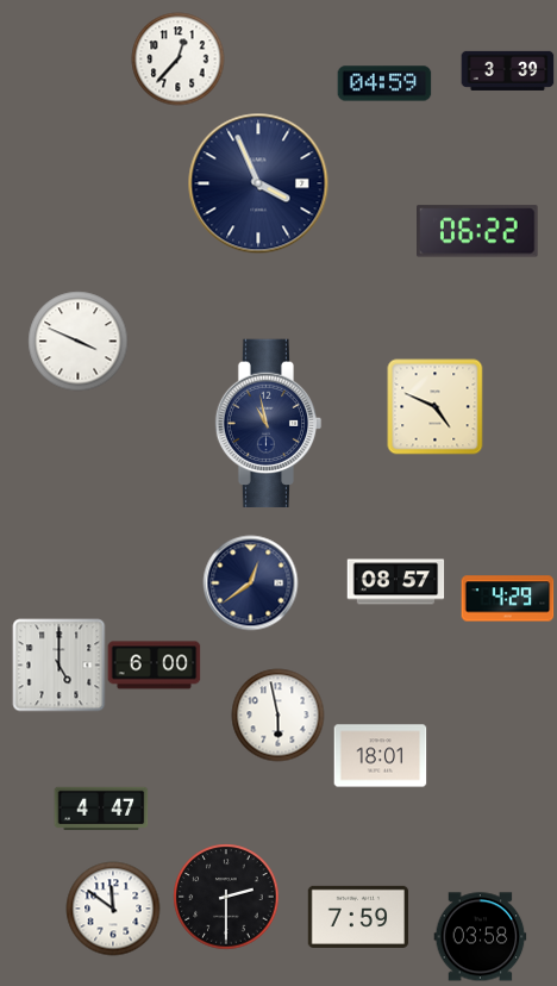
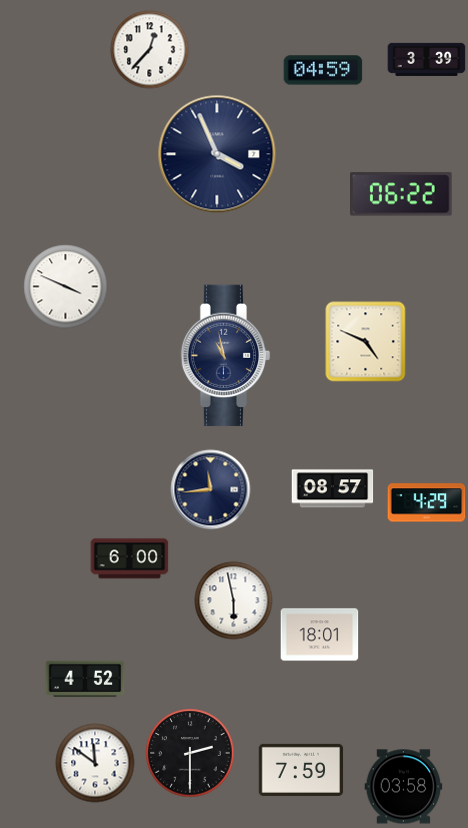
clock at (250, 582): 12:39 -> 11:44
clock at (58, 664): 5:00 -> none
clock at (101, 807): 4:47 -> 4:52
